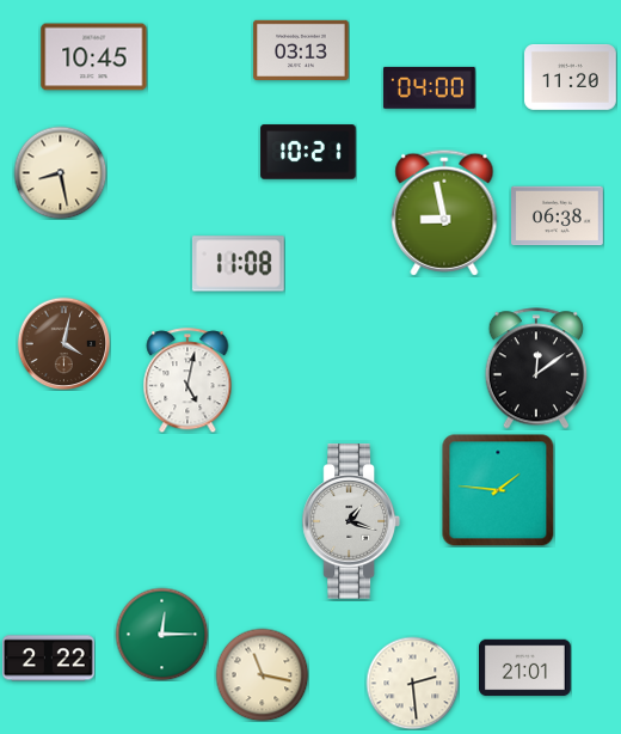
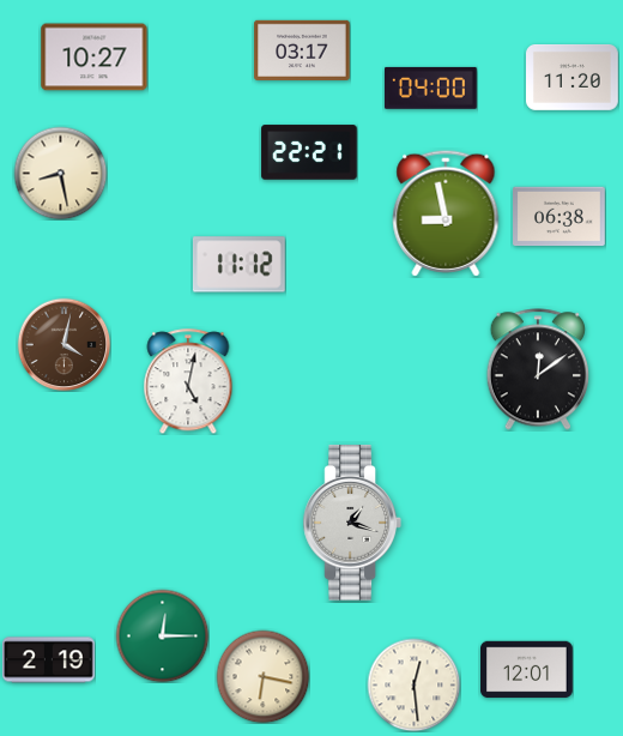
clock at (301, 50): 03:13 -> 03:17
clock at (94, 57): 10:45 -> 10:27
clock at (308, 152): 10:21 -> 22:21
clock at (238, 264): 11:08 -> 11:12
clock at (498, 490): 1:46 -> none
clock at (49, 659): 2:22 -> 2:19
clock at (525, 668): 21:01 -> 12:01
clock at (262, 674): 11:17 -> 6:17
clock at (412, 683): 2:29 -> 12:29
